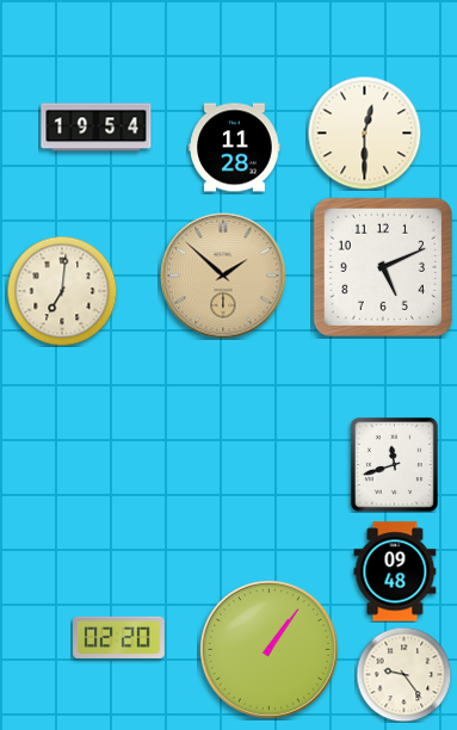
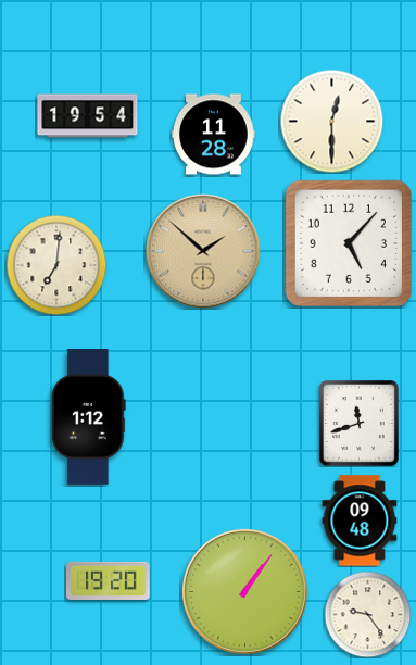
clock at (382, 266): 5:11 -> 5:07
clock at (88, 417): none -> 1:12
clock at (119, 637): 02:20 -> 19:20
